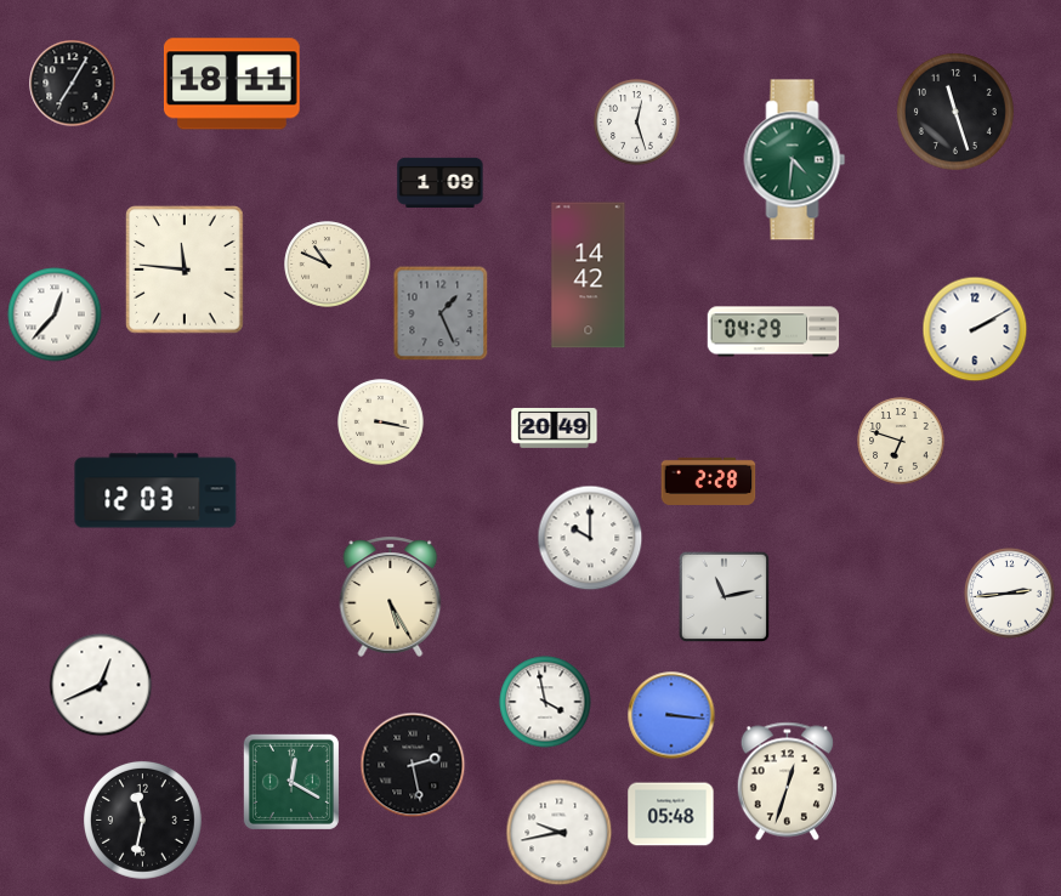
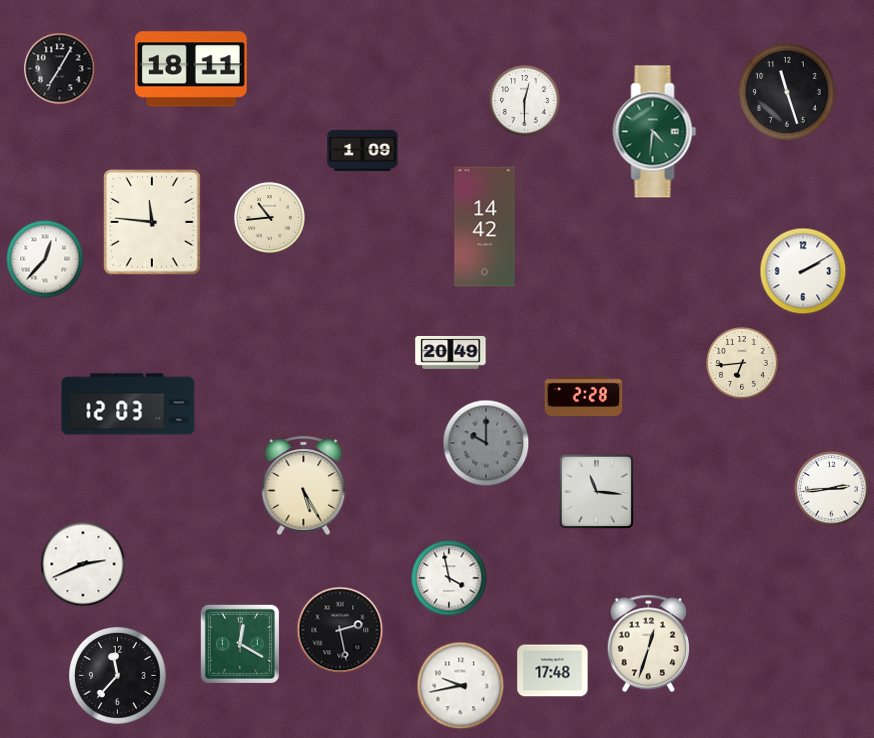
clock at (637, 123): 12:27 -> 12:30
clock at (328, 265): 10:49 -> 10:44
clock at (441, 313): 1:26 -> none
clock at (773, 331): 04:29 -> none
clock at (381, 423): 3:17 -> none
clock at (555, 427) position: (555, 427) -> (451, 352)
clock at (901, 441): 6:48 -> 6:44
clock at (590, 538) dial: white -> grey
clock at (391, 596) position: (391, 596) -> (304, 485)
clock at (724, 596): 11:13 -> 11:16
clock at (101, 685): 12:41 -> 2:41
clock at (671, 715): 3:16 -> none
clock at (671, 815): 05:48 -> 17:48
clock at (142, 820): 11:32 -> 11:37
